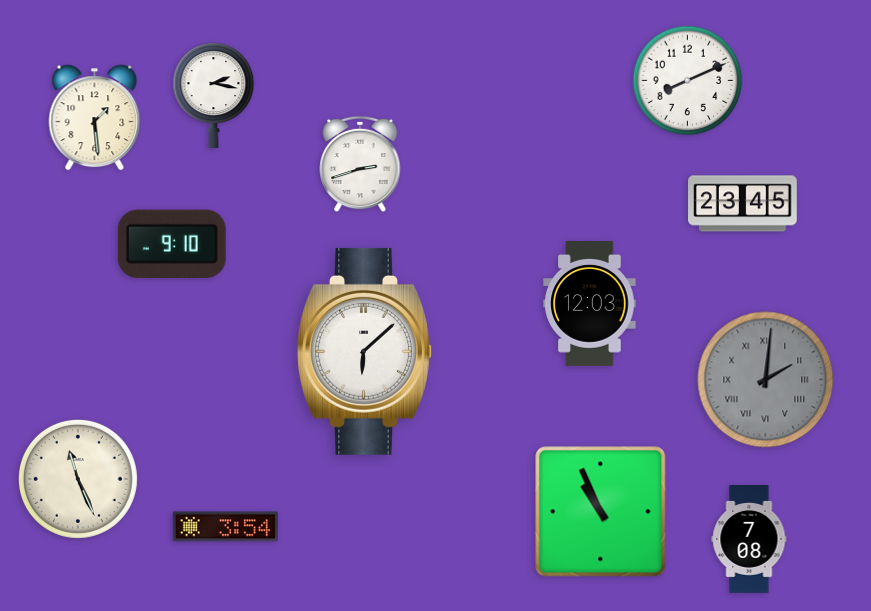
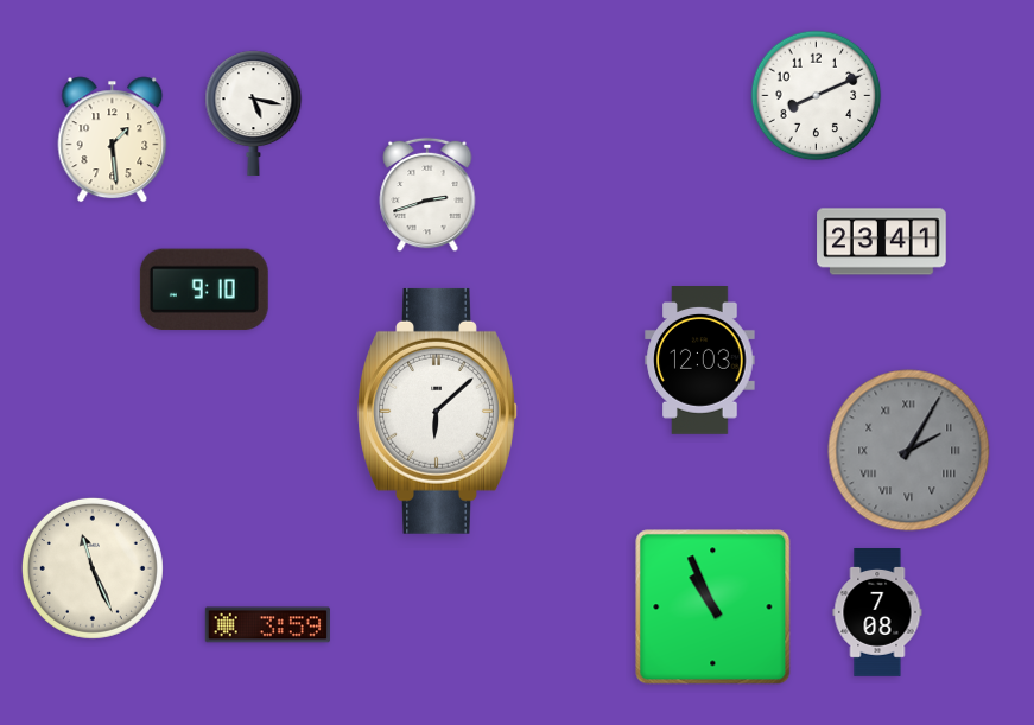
clock at (214, 95): 2:17 -> 5:17
clock at (743, 204): 23:45 -> 23:41
clock at (365, 351) position: (365, 351) -> (438, 411)
clock at (766, 380): 2:01 -> 2:05
clock at (225, 527): 3:54 -> 3:59
clock at (749, 540) position: (749, 540) -> (877, 613)
